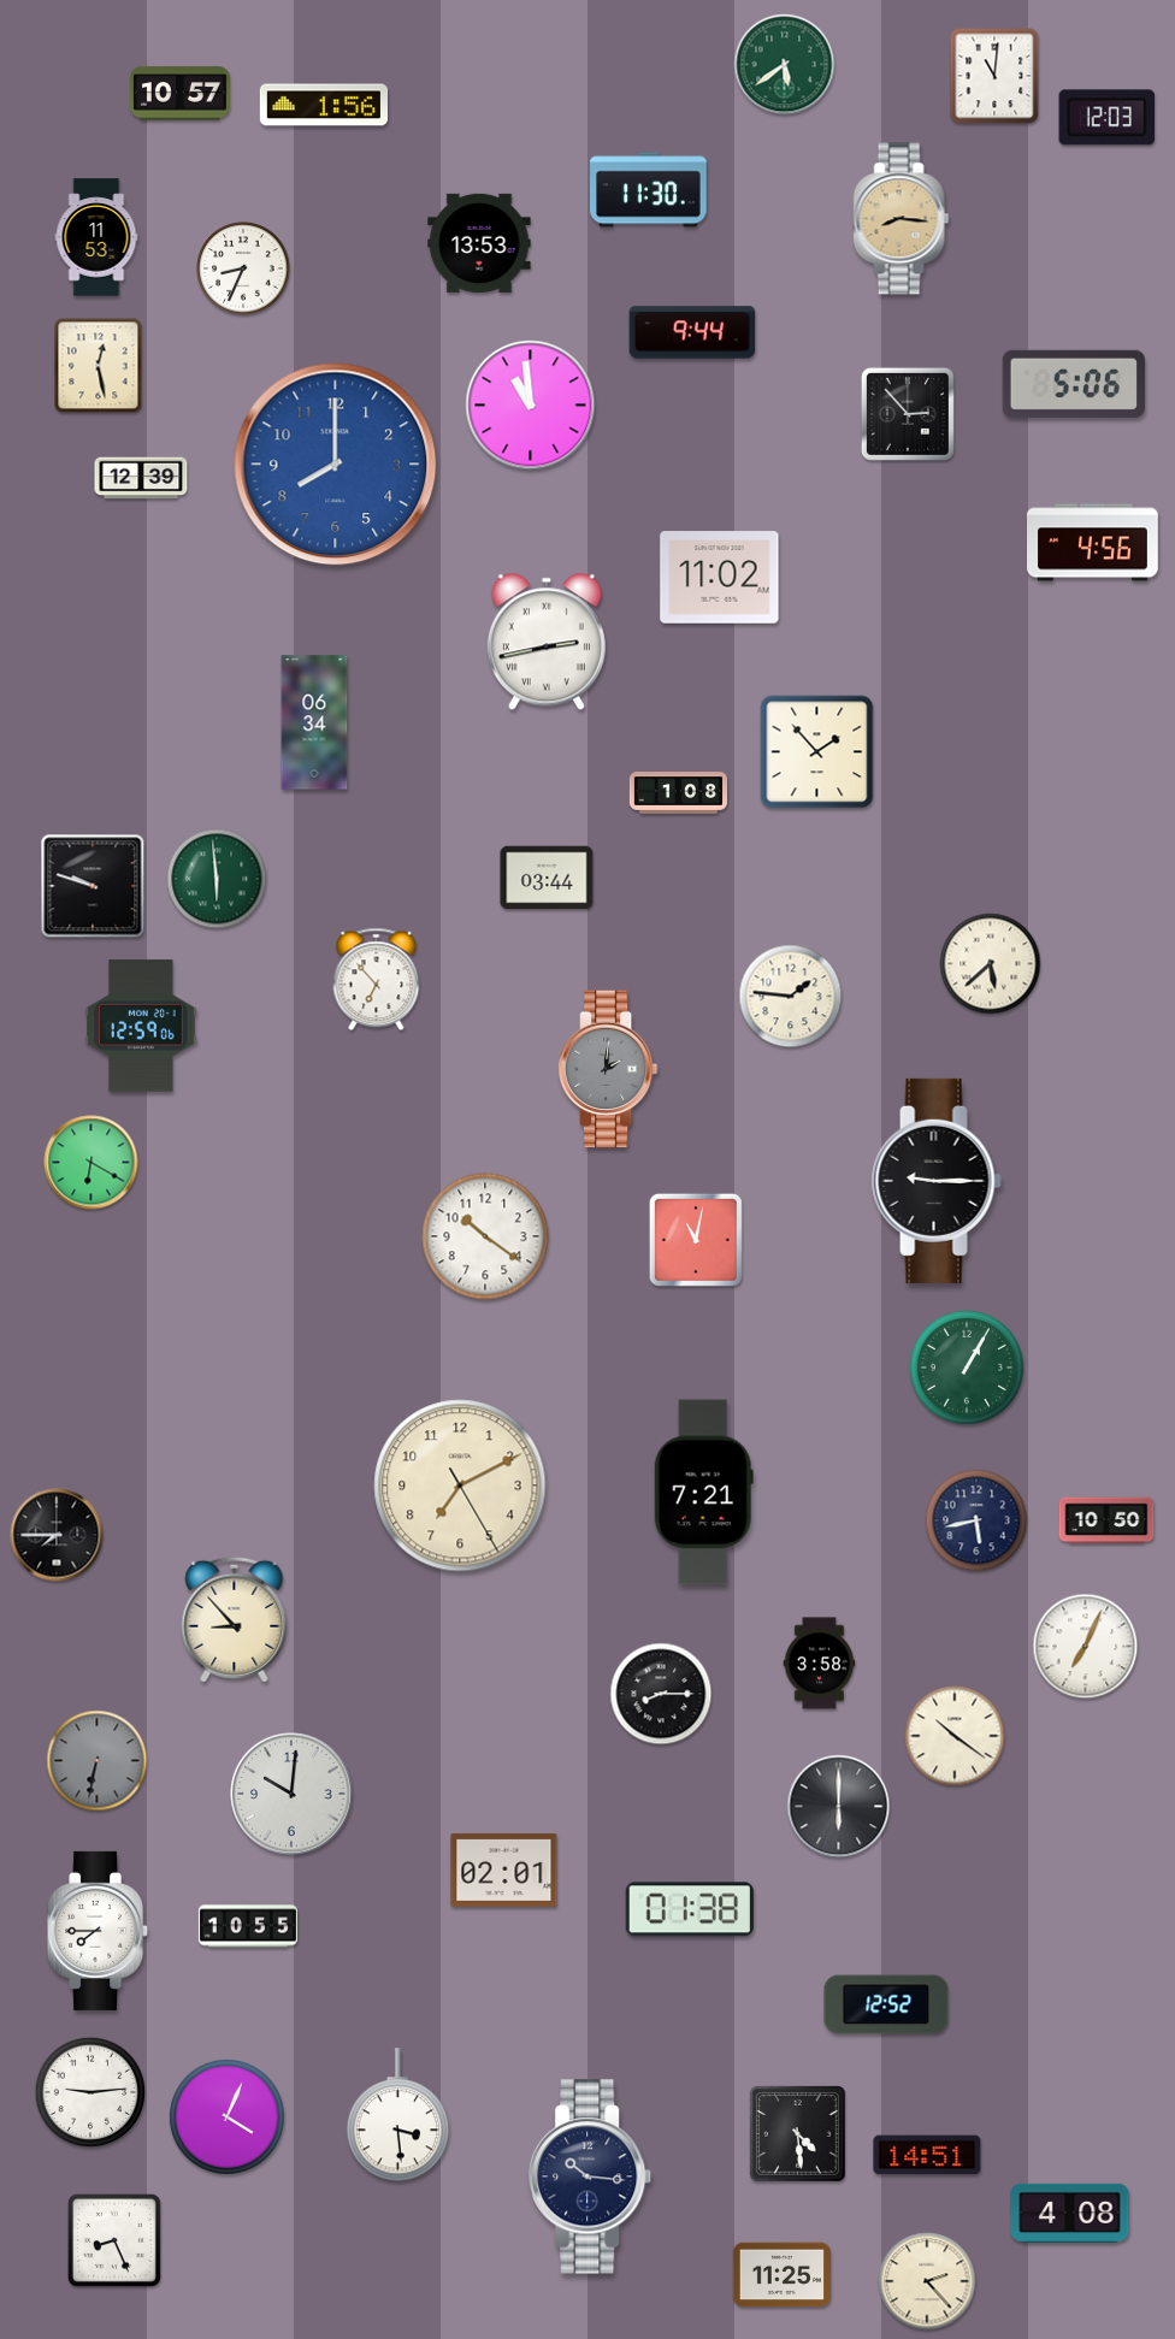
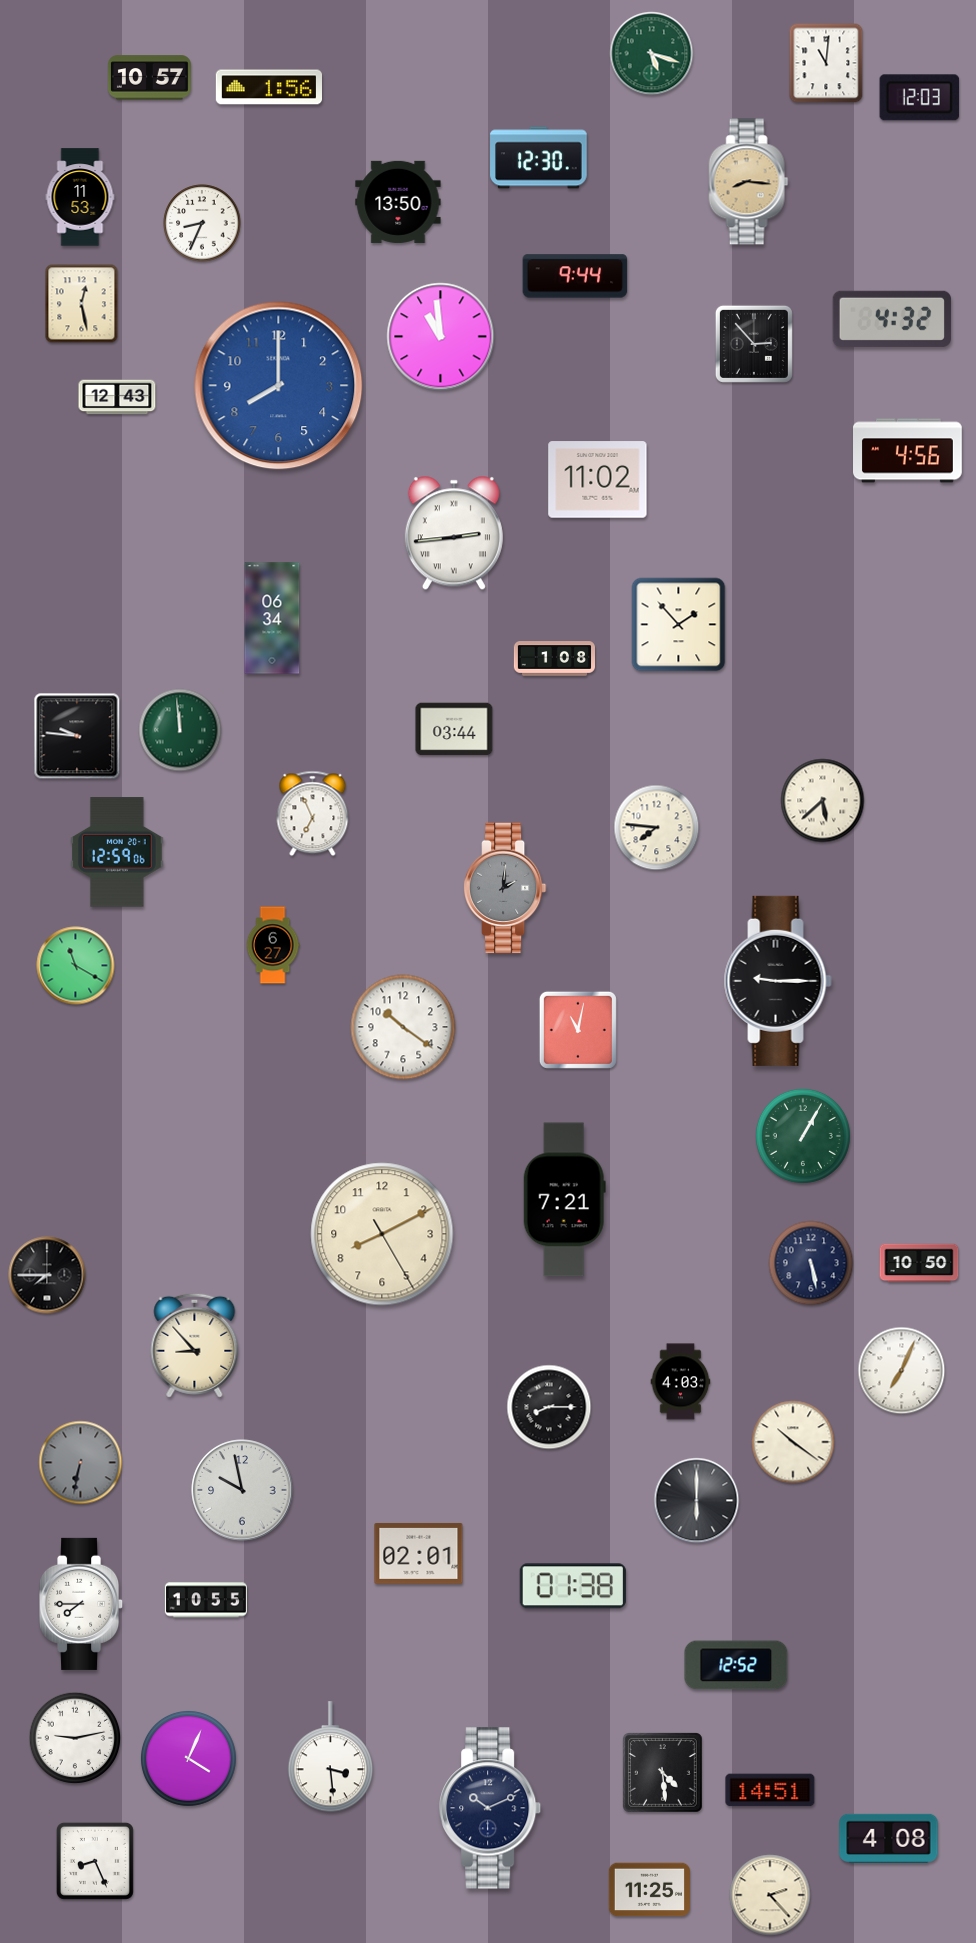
clock at (785, 65): 5:39 -> 5:18
clock at (649, 190): 11:30 -> 12:30
clock at (479, 243): 13:53 -> 13:50
clock at (1074, 384): 5:06 -> 4:32
clock at (141, 478): 12:39 -> 12:43
clock at (547, 642): 2:43 -> 2:44
clock at (314, 722) position: (314, 722) -> (272, 618)
clock at (678, 793) position: (678, 793) -> (554, 659)
clock at (217, 879): 5:59 -> 11:59
clock at (93, 886): 9:48 -> 9:46
clock at (377, 980): 6:53 -> 6:56
clock at (791, 997): 1:46 -> 7:46
clock at (273, 945): none -> 6:27
clock at (91, 1163): 6:20 -> 11:20
clock at (460, 1485): 7:10 -> 8:10
clock at (703, 1493) position: (703, 1493) -> (564, 1200)
clock at (976, 1520): 5:43 -> 5:28
clock at (1086, 1647) position: (1086, 1647) -> (902, 1371)
clock at (820, 1664): 3:58 -> 4:03
clock at (291, 1794): 10:01 -> 9:58
clock at (90, 2092): 9:14 -> 9:13
clock at (591, 2176): 10:16 -> 10:11
